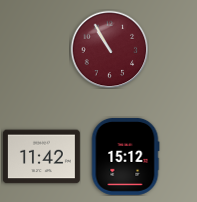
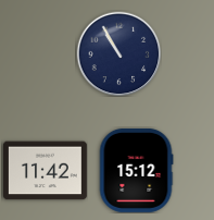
clock at (109, 49) dial: burgundy -> navy
